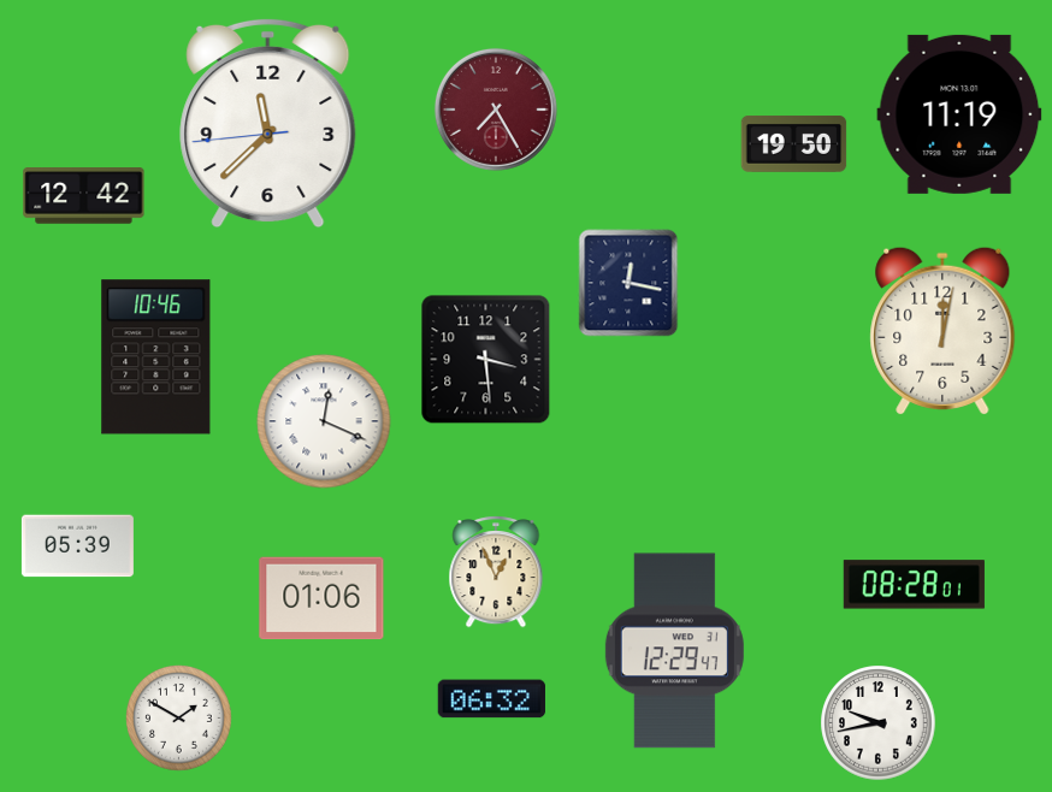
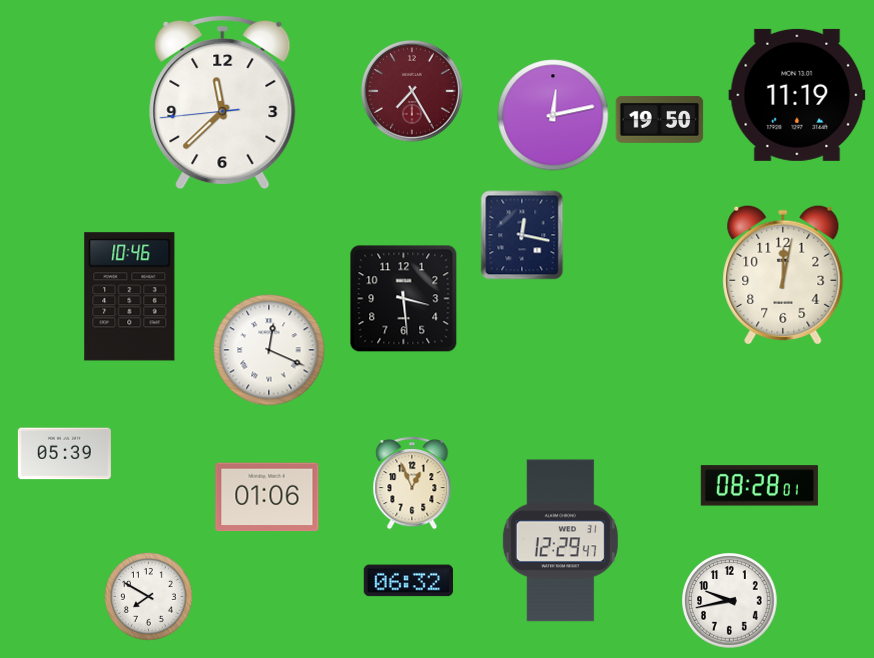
clock at (553, 115): none -> 12:13
clock at (84, 196): 12:42 -> none
clock at (496, 572) position: (496, 572) -> (412, 483)
clock at (179, 719): 1:50 -> 7:50
